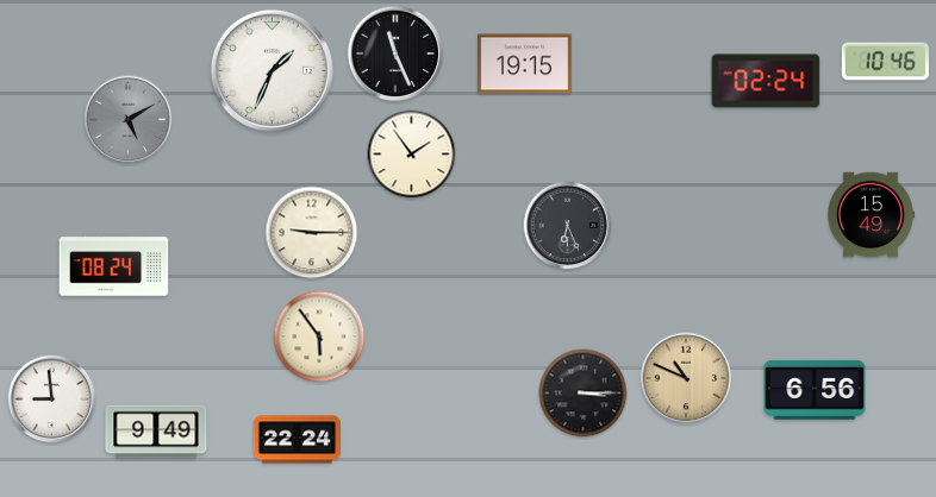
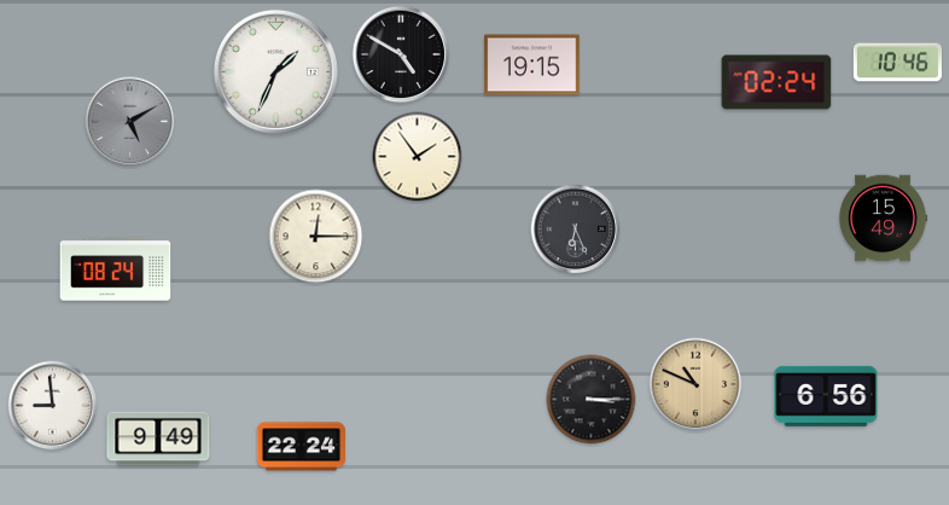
clock at (395, 54): 11:26 -> 4:50
clock at (312, 233): 9:15 -> 12:15
clock at (319, 336): 5:54 -> none
